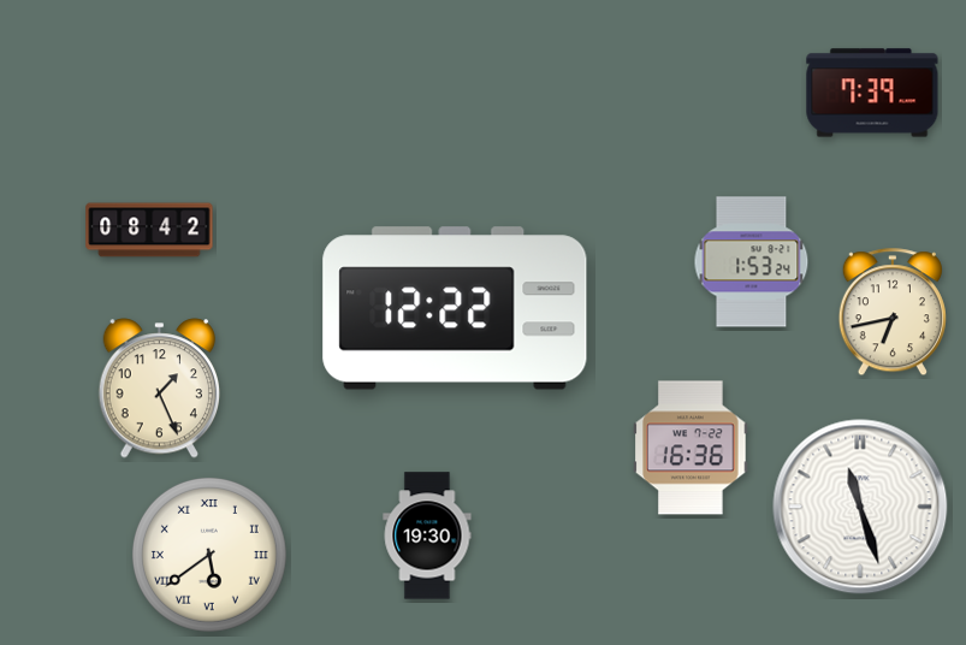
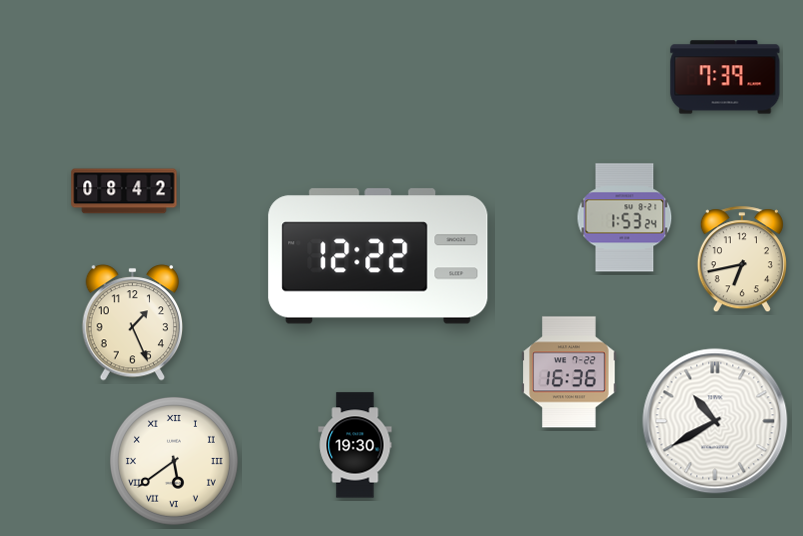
clock at (691, 448) position: (691, 448) -> (569, 372)
clock at (860, 507): 11:27 -> 10:40
